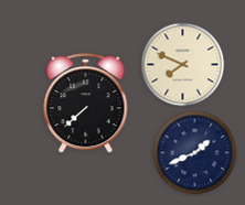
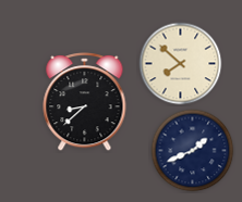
clock at (183, 65): 7:49 -> 7:52
clock at (86, 104): 7:38 -> 8:38
